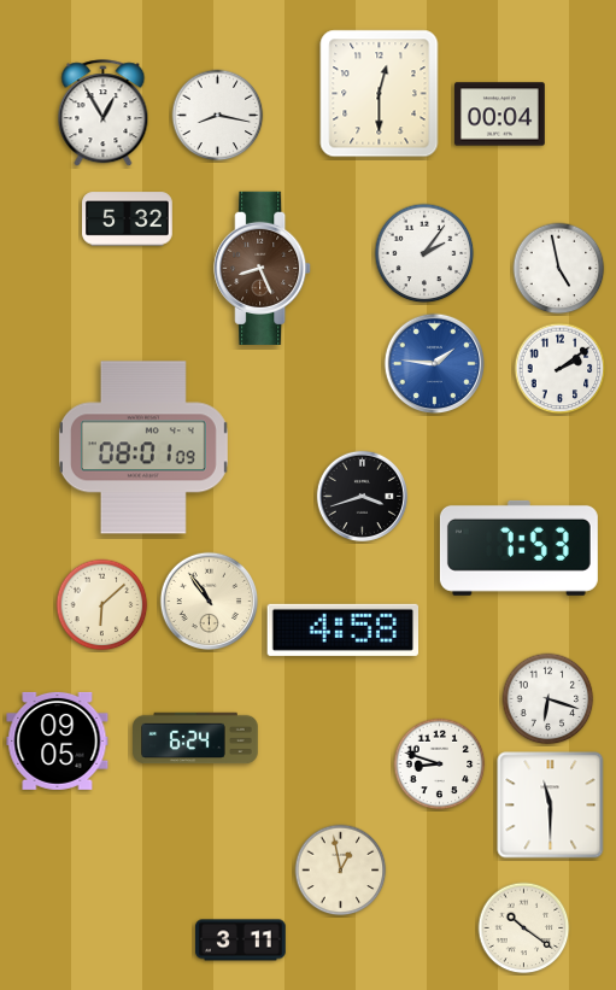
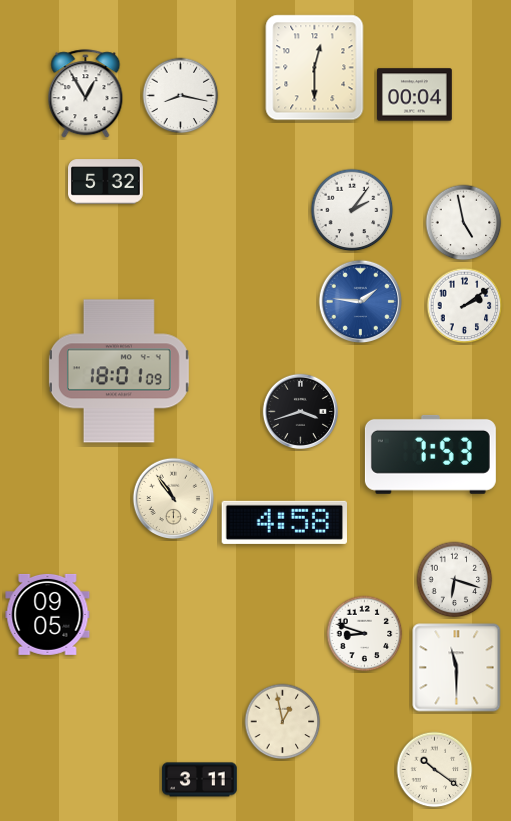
clock at (380, 94) position: (380, 94) -> (315, 68)
clock at (263, 268): 8:26 -> none
clock at (143, 447): 08:01 -> 18:01
clock at (102, 605): 6:08 -> none
clock at (195, 738): 6:24 -> none
